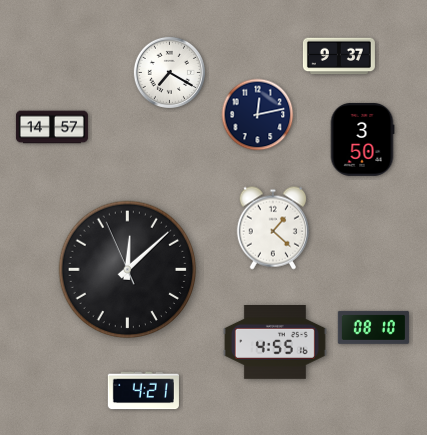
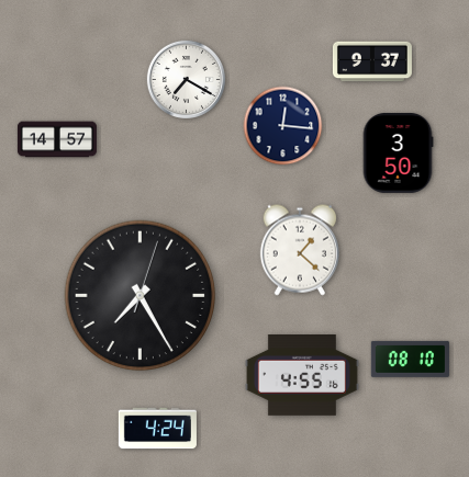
clock at (258, 115): 12:13 -> 12:16
clock at (128, 270): 12:07 -> 7:25
clock at (143, 391): 4:21 -> 4:24
